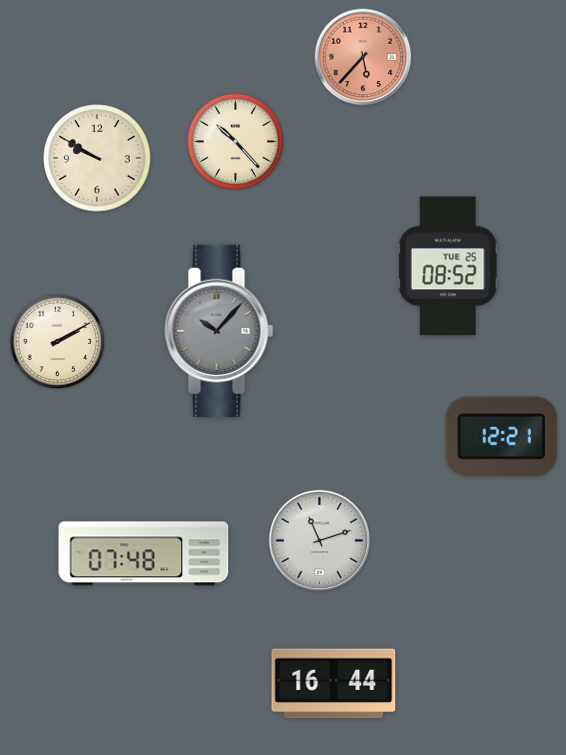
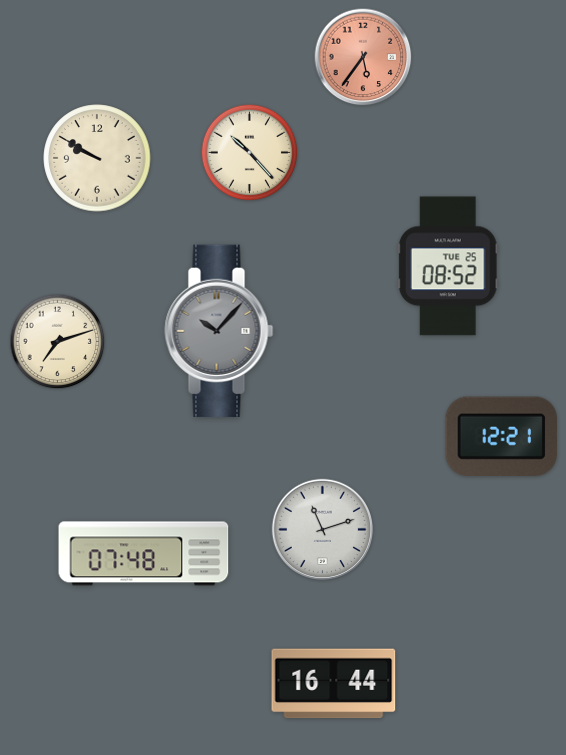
clock at (363, 57): 5:37 -> 5:36
clock at (236, 142) position: (236, 142) -> (250, 153)
clock at (58, 342): 2:10 -> 7:12
clock at (320, 541) position: (320, 541) -> (323, 530)
